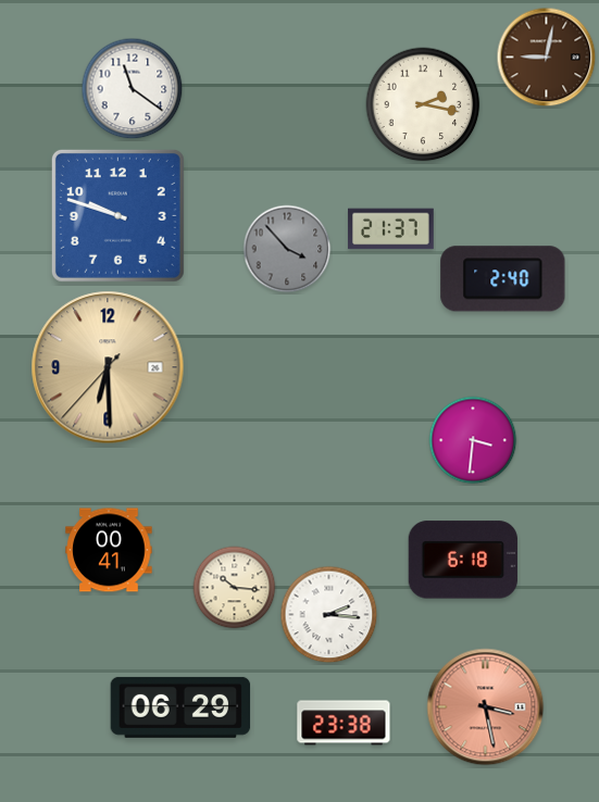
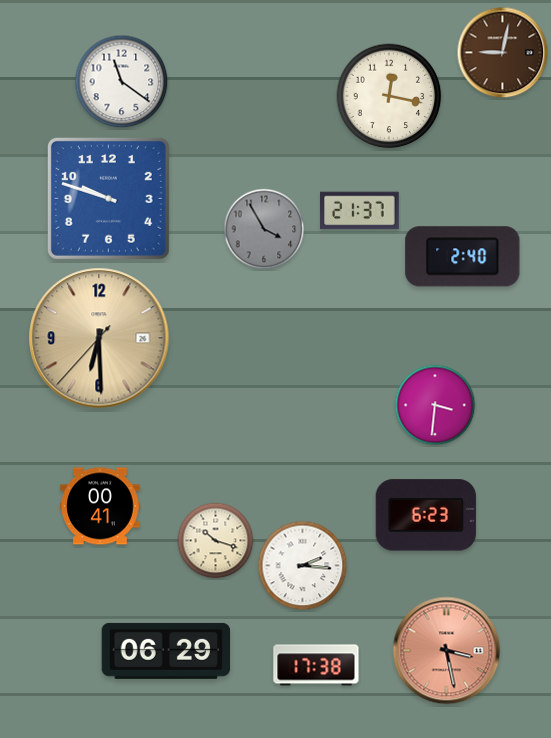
clock at (423, 104): 2:17 -> 12:17
clock at (287, 249): 3:53 -> 3:55
clock at (463, 560): 6:18 -> 6:23
clock at (235, 588): 10:16 -> 10:18
clock at (344, 723): 23:38 -> 17:38
